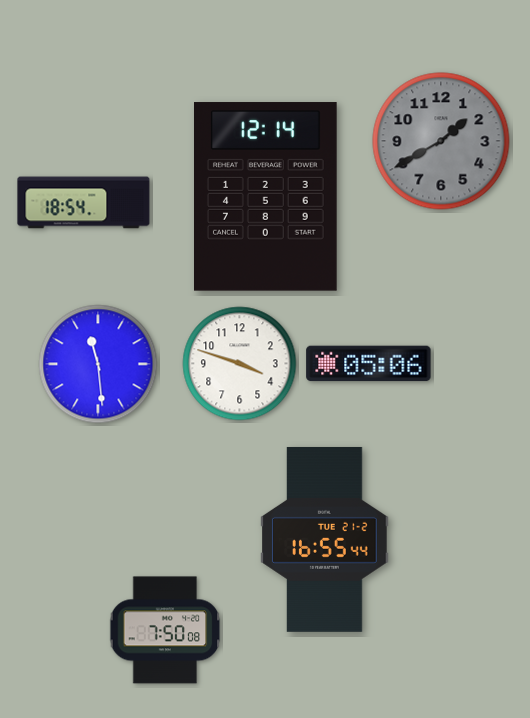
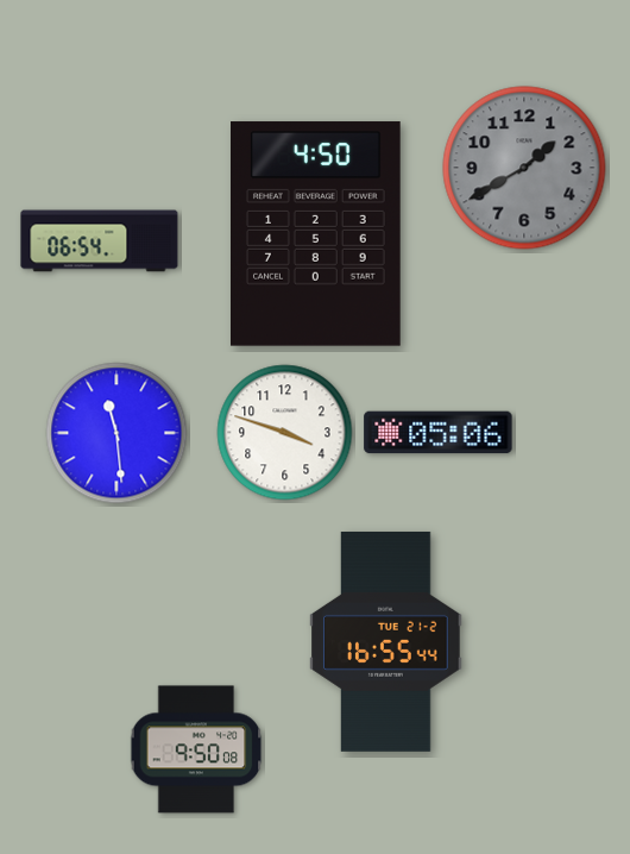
clock at (266, 197): 12:14 -> 4:50
clock at (84, 203): 18:54 -> 06:54
clock at (165, 630): 7:50 -> 9:50
